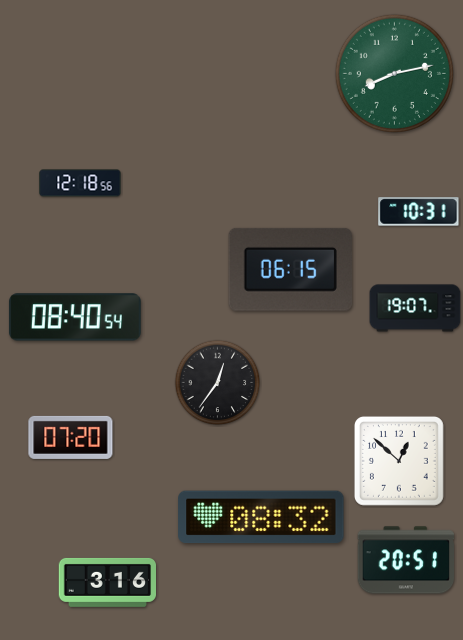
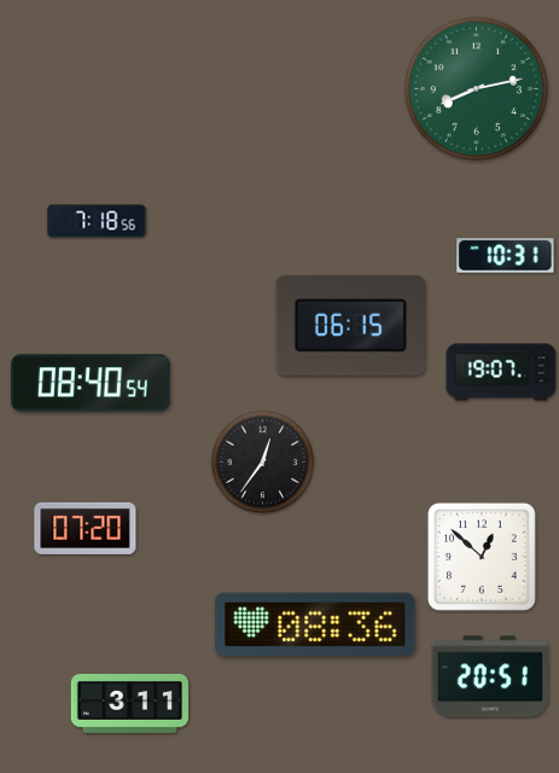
clock at (80, 183): 12:18 -> 7:18
clock at (261, 517): 08:32 -> 08:36
clock at (107, 582): 3:16 -> 3:11
